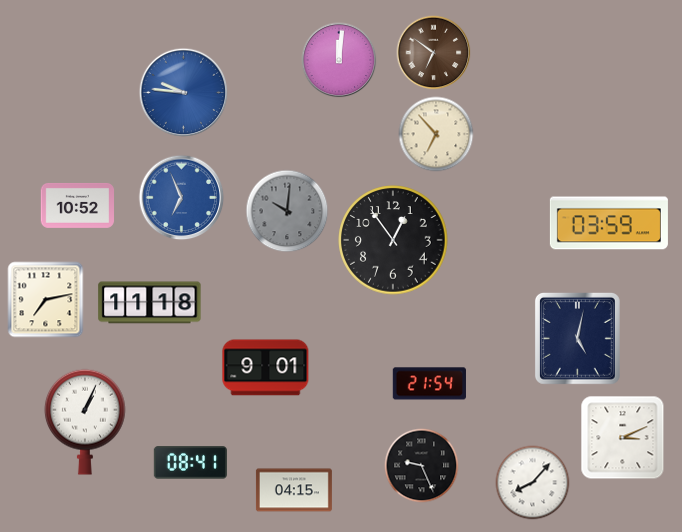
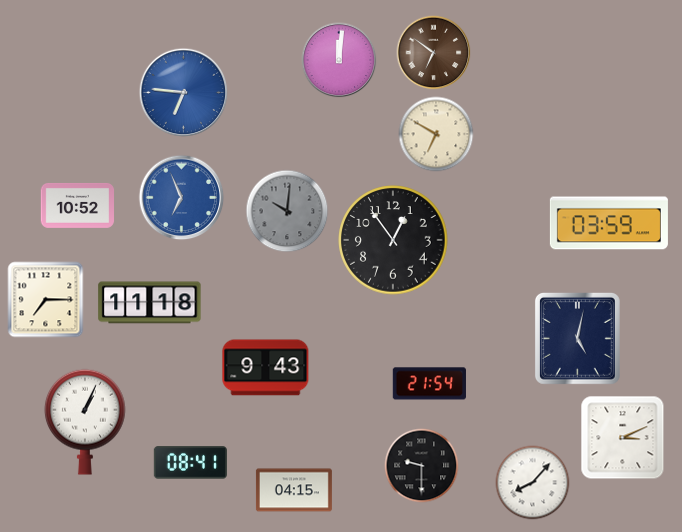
clock at (184, 93): 9:46 -> 6:46
clock at (436, 134): 6:53 -> 6:50
clock at (46, 300): 7:13 -> 7:15
clock at (266, 368): 9:01 -> 9:43
clock at (422, 466): 9:26 -> 9:30
